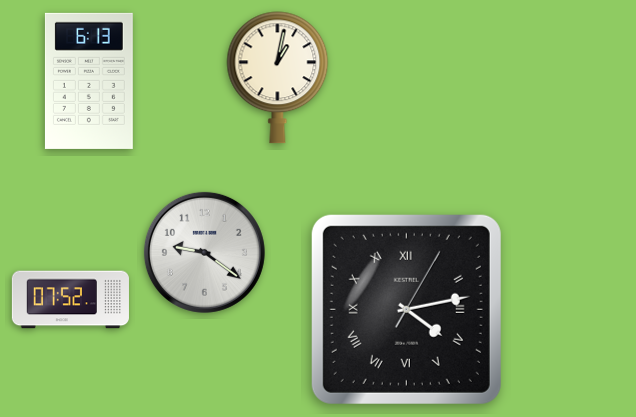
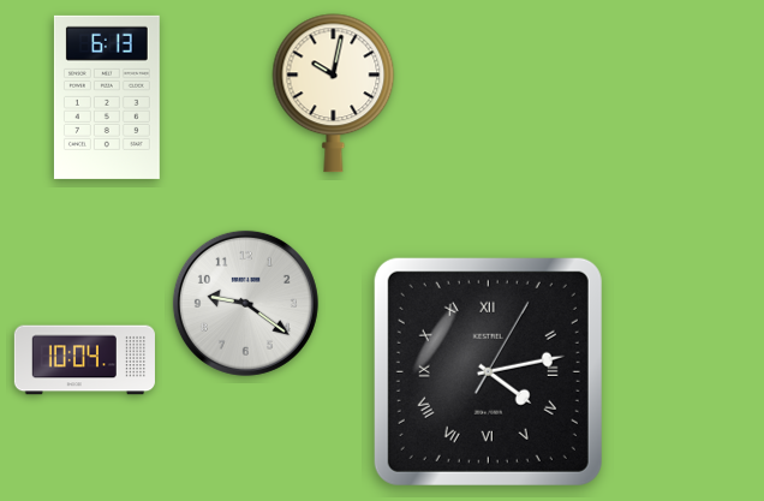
clock at (278, 78): 1:02 -> 10:02
clock at (70, 300): 07:52 -> 10:04
